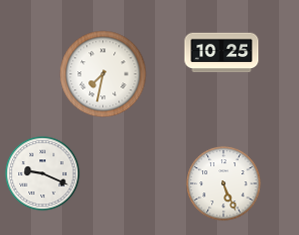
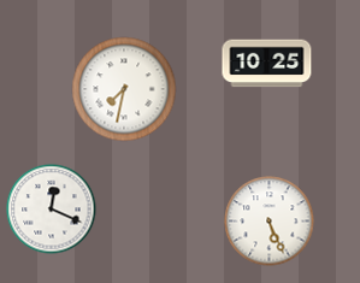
clock at (43, 174): 9:19 -> 12:19
